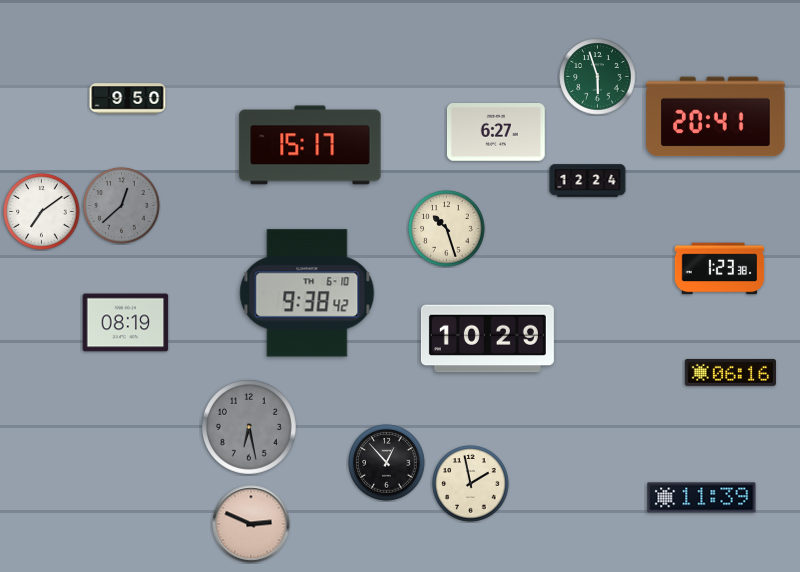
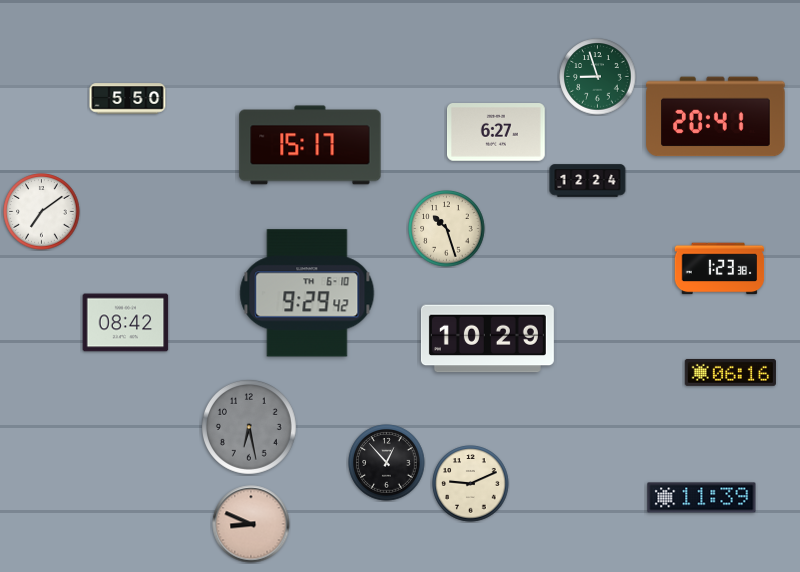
clock at (598, 77): 5:57 -> 8:57
clock at (128, 99): 9:50 -> 5:50
clock at (122, 206): 12:38 -> none
clock at (307, 293): 9:38 -> 9:29
clock at (126, 323): 08:19 -> 08:42
clock at (471, 484): 1:58 -> 9:11
clock at (251, 524): 2:49 -> 8:49
